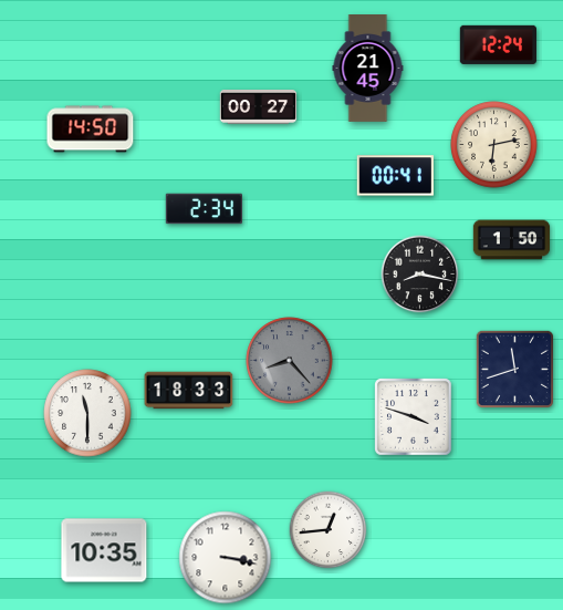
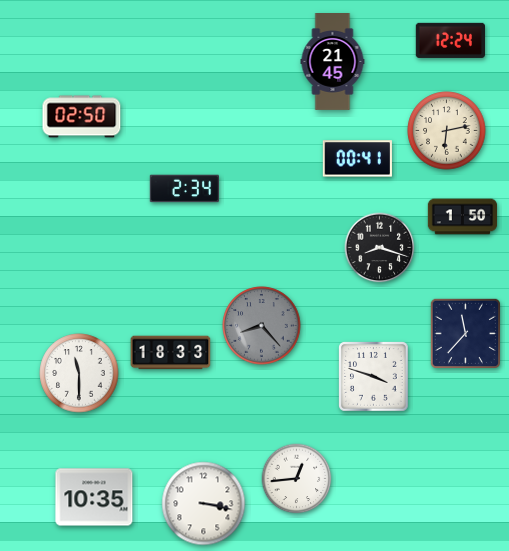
clock at (259, 107): 00:27 -> none
clock at (91, 130): 14:50 -> 02:50
clock at (420, 275): 8:17 -> 8:18
clock at (514, 369): 11:42 -> 11:37
